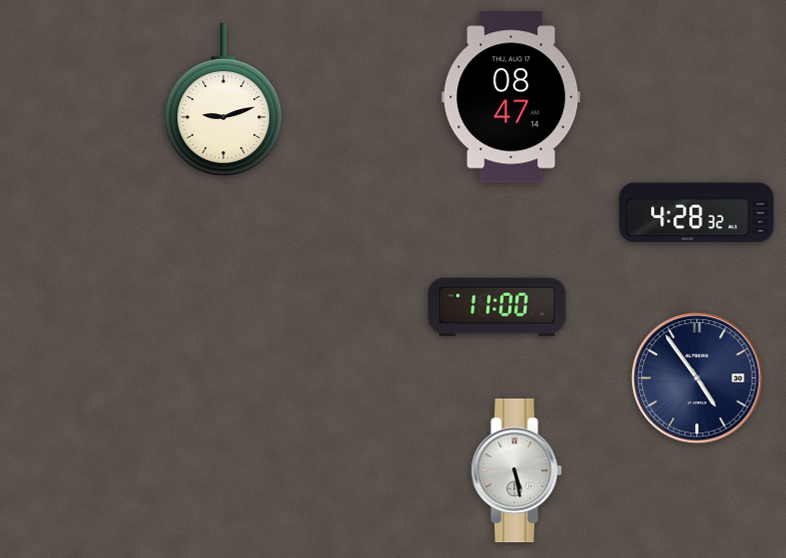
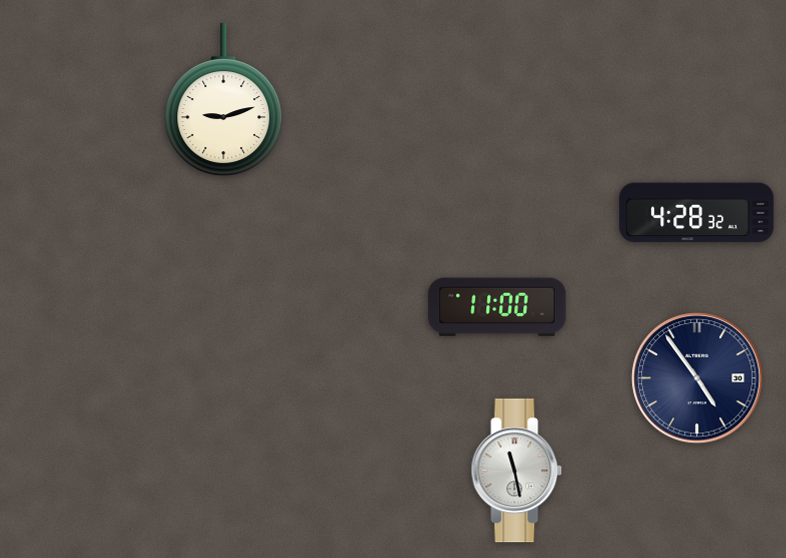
clock at (511, 97): 08:47 -> none
clock at (517, 471): 5:28 -> 11:28
